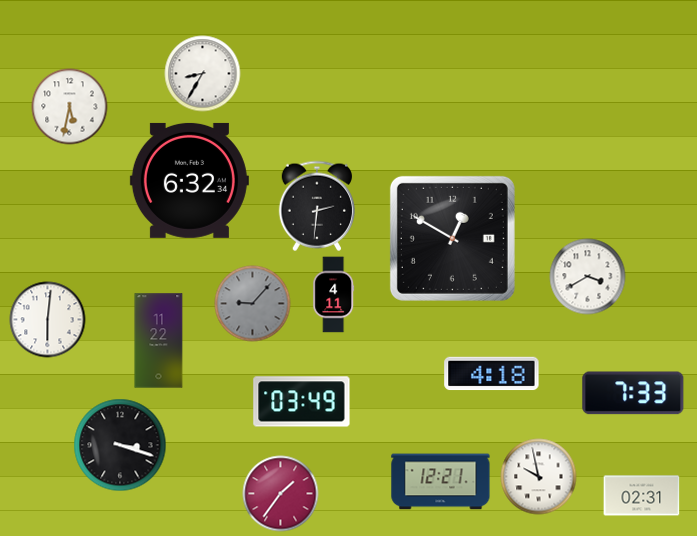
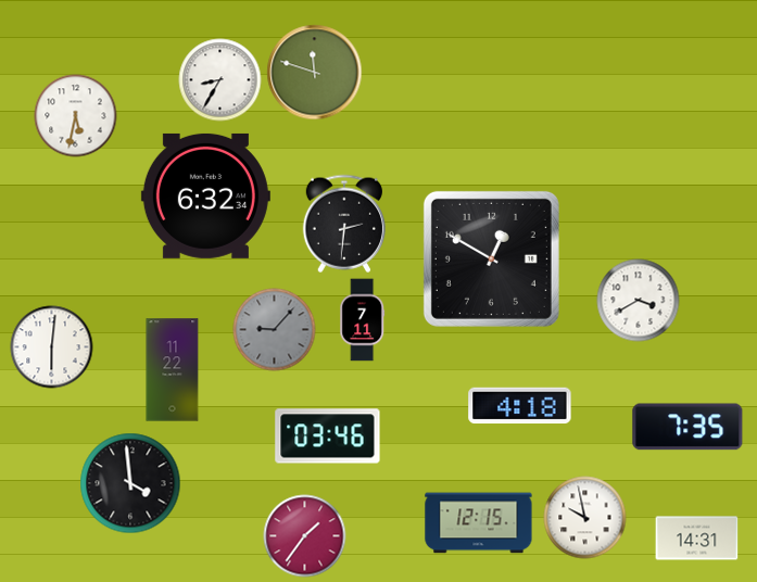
clock at (315, 73): none -> 11:48
clock at (334, 295): 4:11 -> 7:11
clock at (492, 374) position: (492, 374) -> (520, 406)
clock at (633, 393): 7:33 -> 7:35
clock at (302, 402): 03:49 -> 03:46
clock at (120, 445): 3:18 -> 3:59
clock at (441, 482): 12:21 -> 12:15
clock at (642, 496): 02:31 -> 14:31
